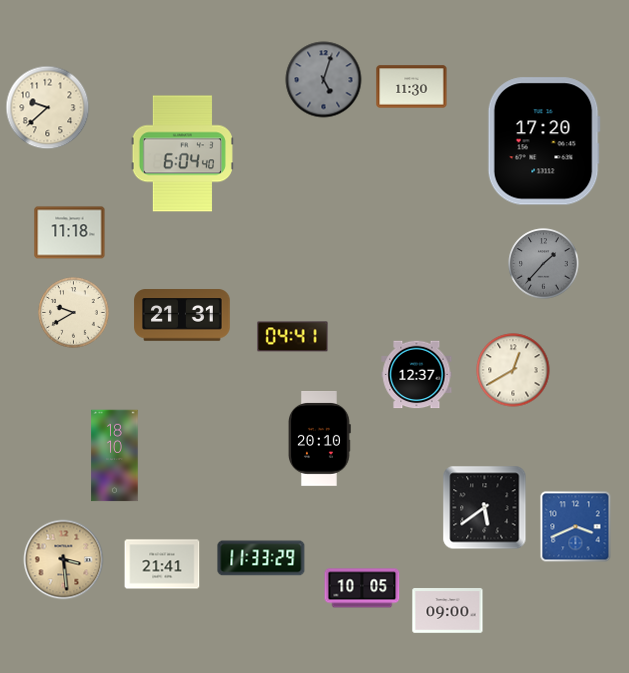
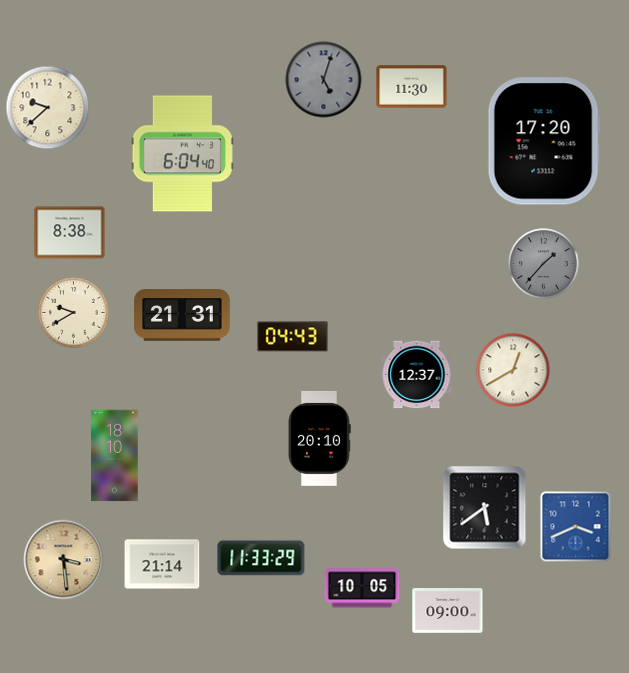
clock at (70, 233): 11:18 -> 8:38
clock at (293, 337): 04:41 -> 04:43
clock at (162, 564): 21:41 -> 21:14
